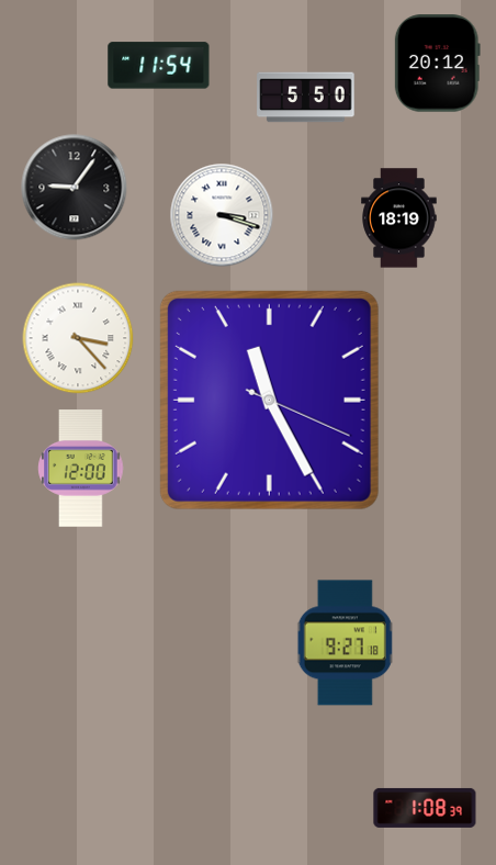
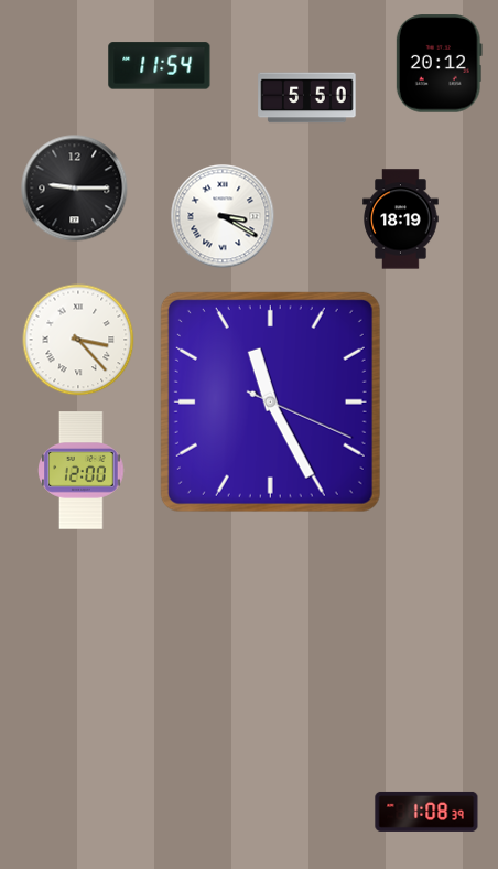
clock at (75, 188): 9:06 -> 9:15
clock at (222, 215): 3:18 -> 3:20
clock at (346, 643): 9:27 -> none
